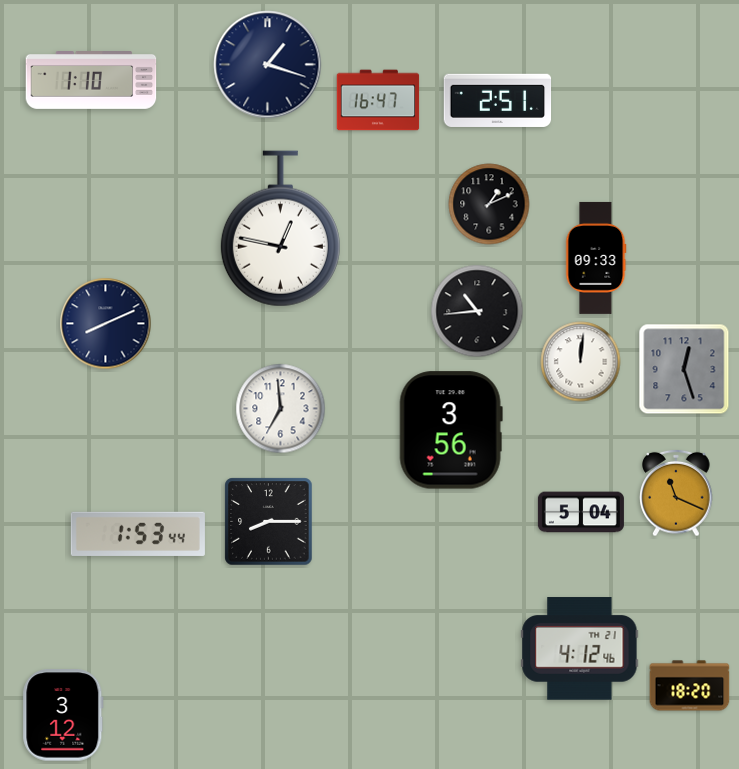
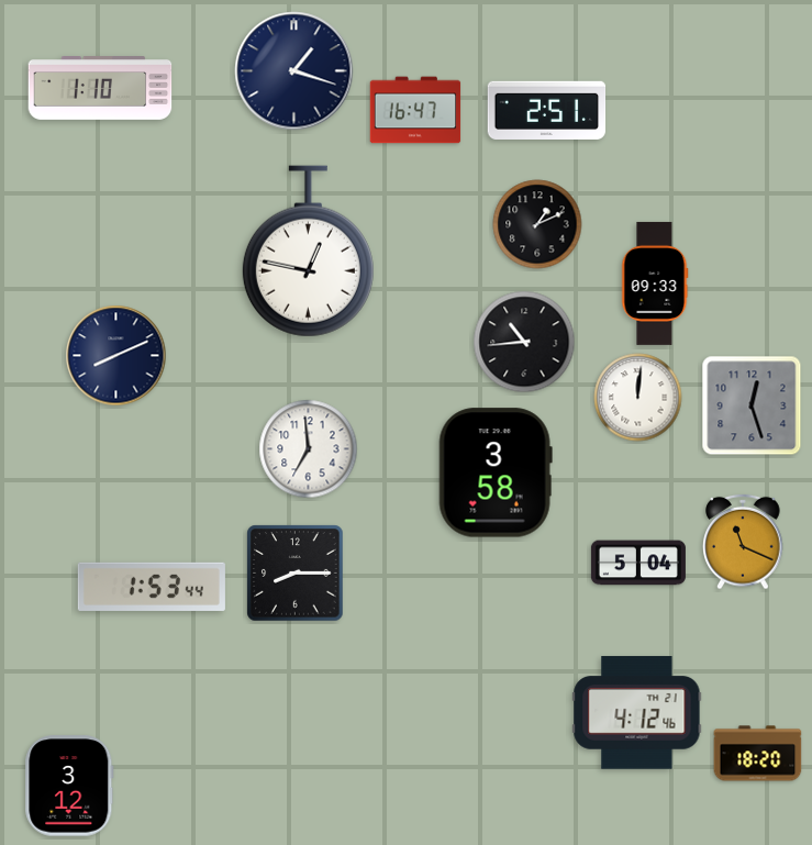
clock at (451, 430): 3:56 -> 3:58
